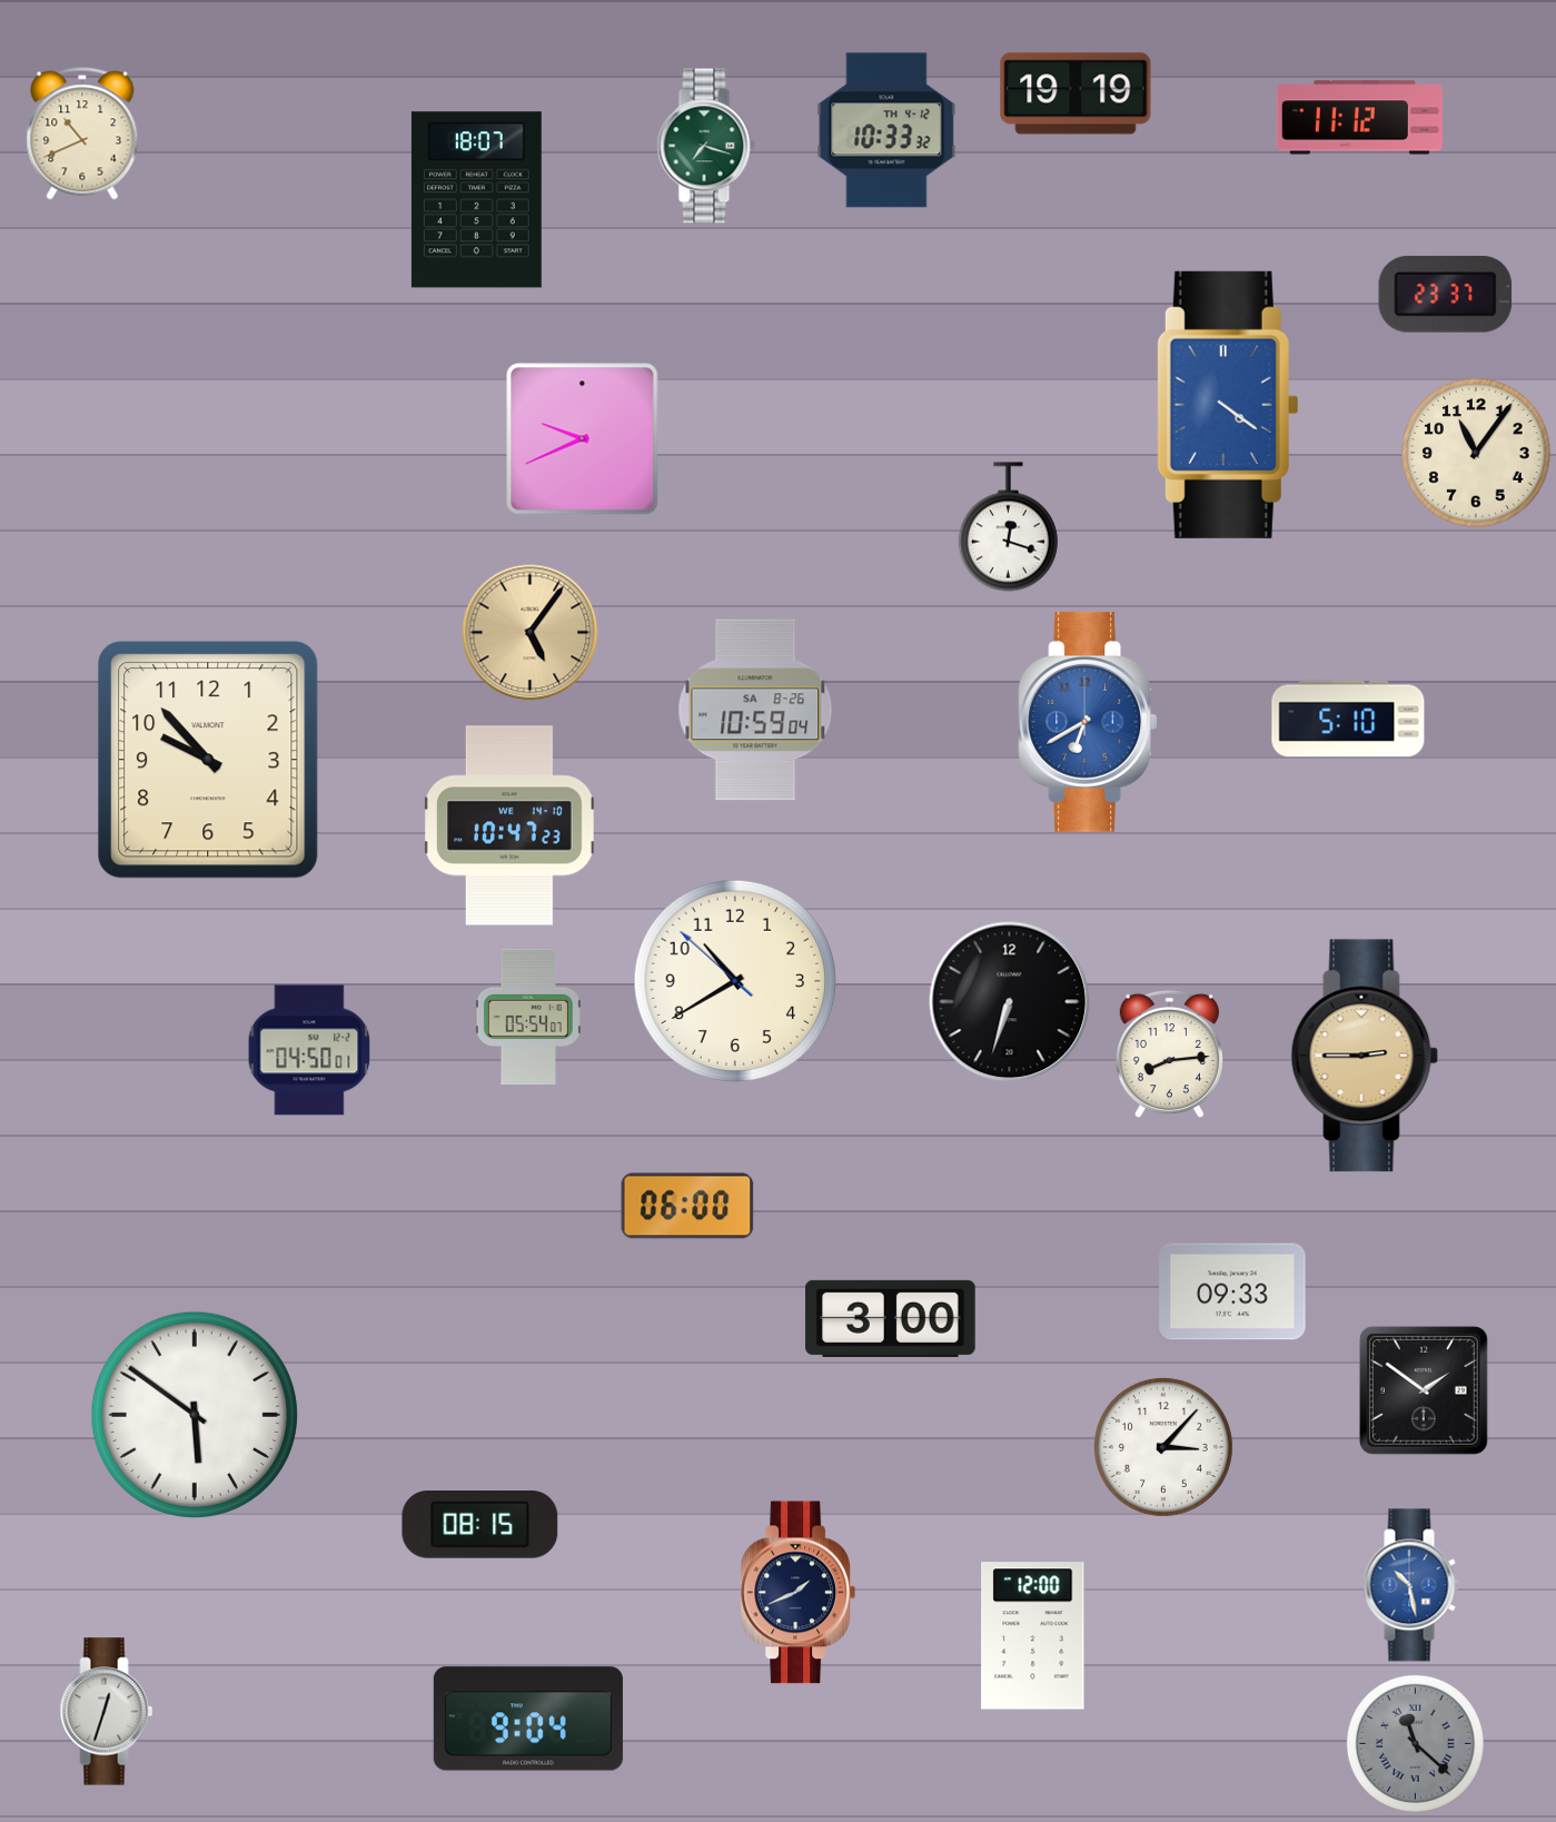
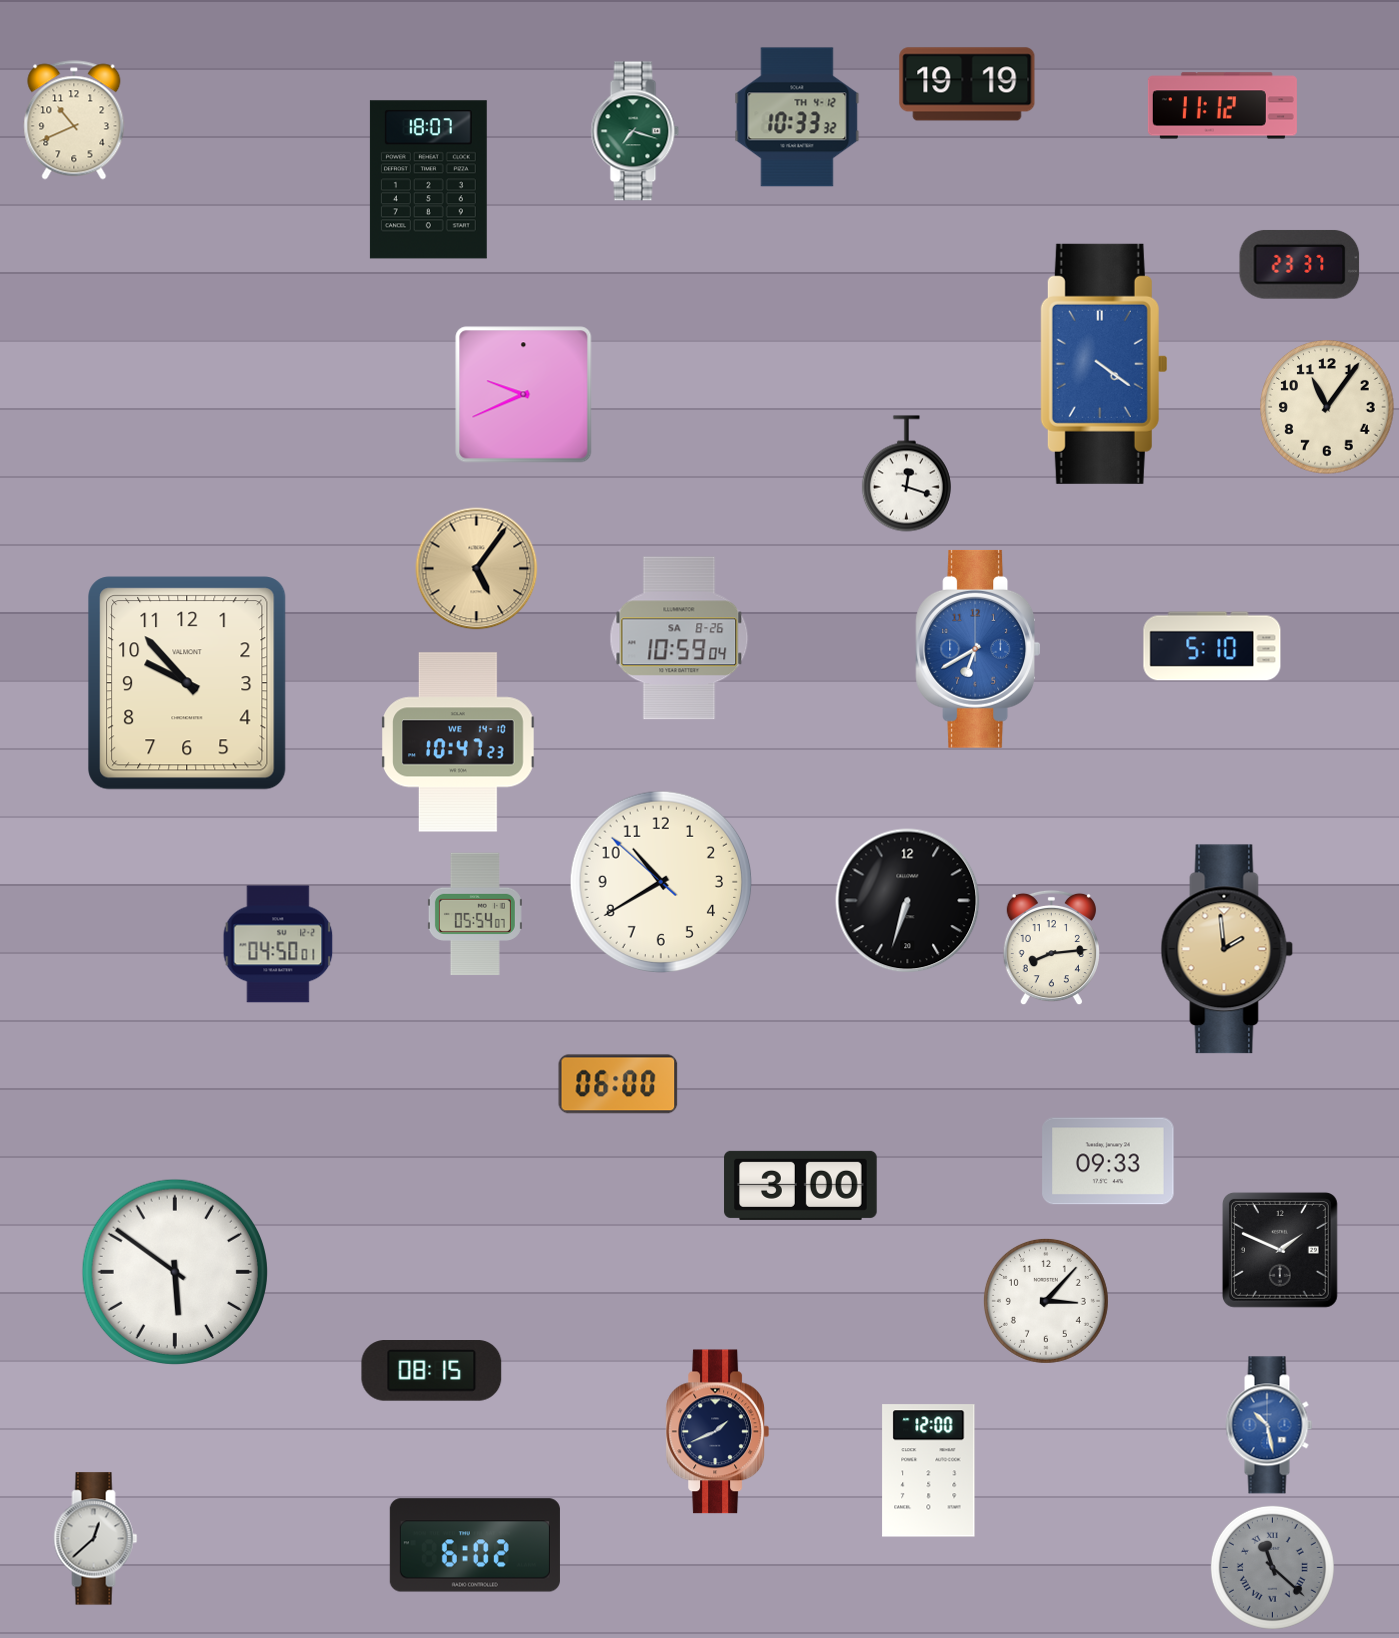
clock at (1365, 1056): 2:45 -> 1:59
clock at (1424, 1390): 1:51 -> 1:49
clock at (107, 1712): 12:33 -> 12:38
clock at (528, 1719): 9:04 -> 6:02
